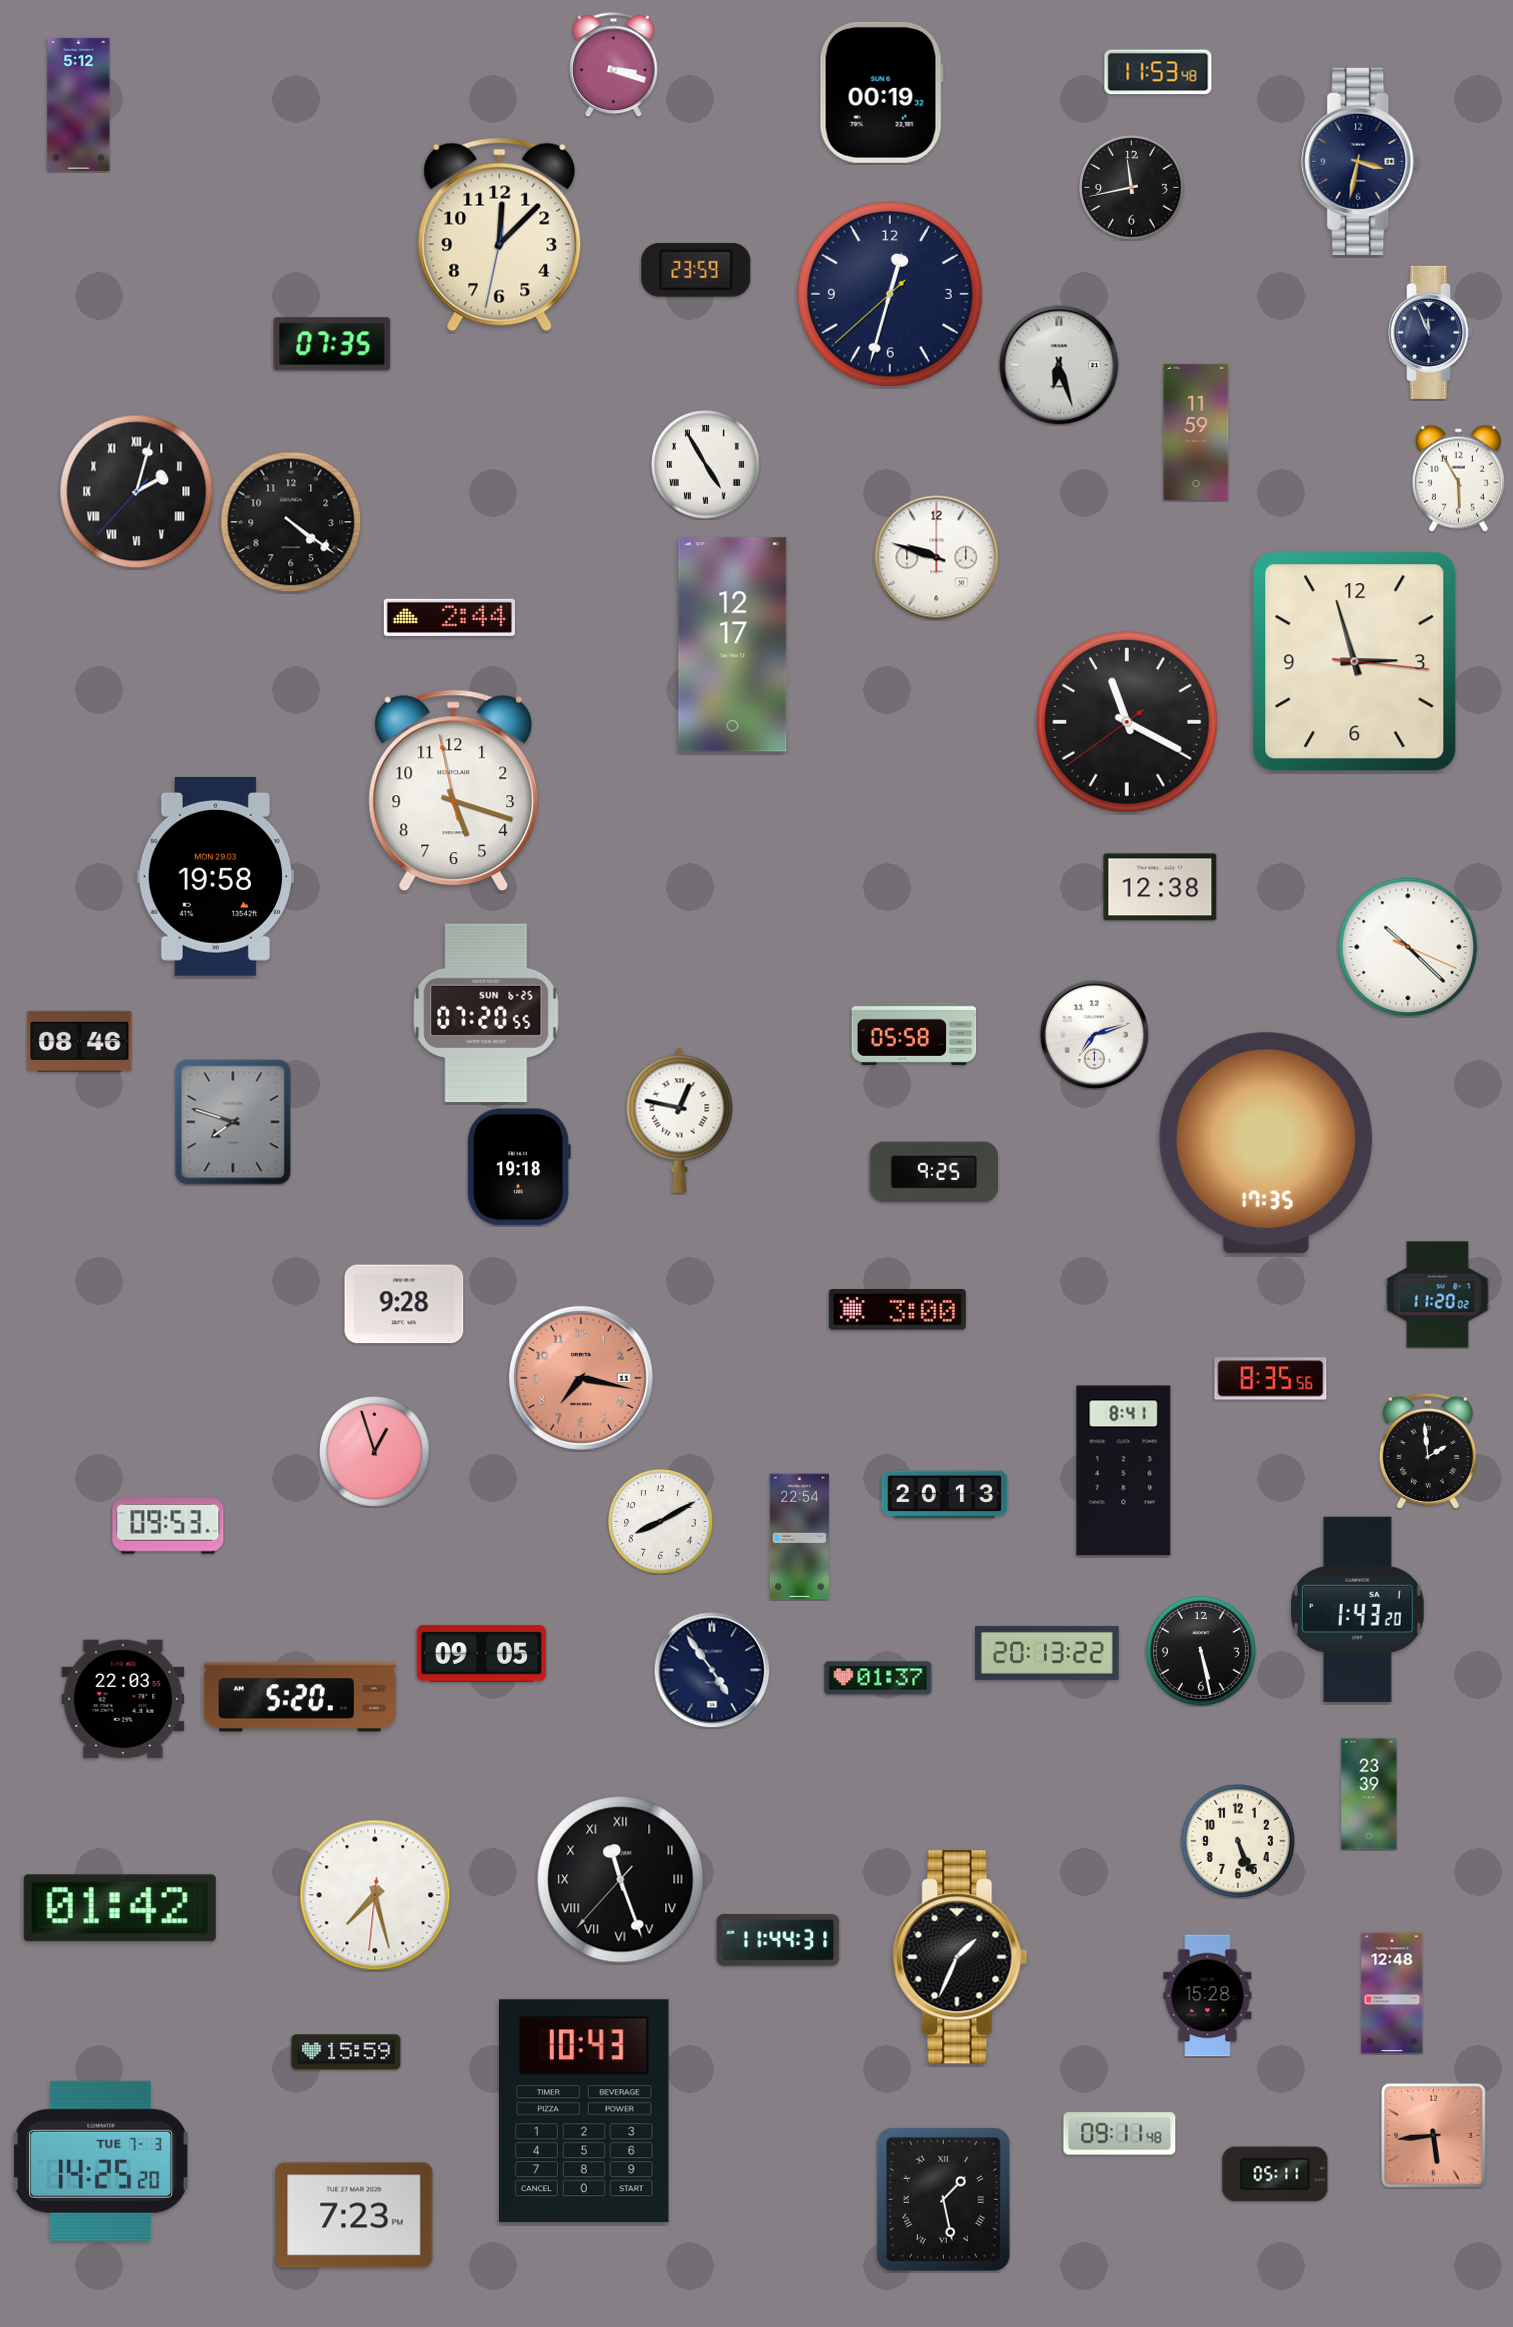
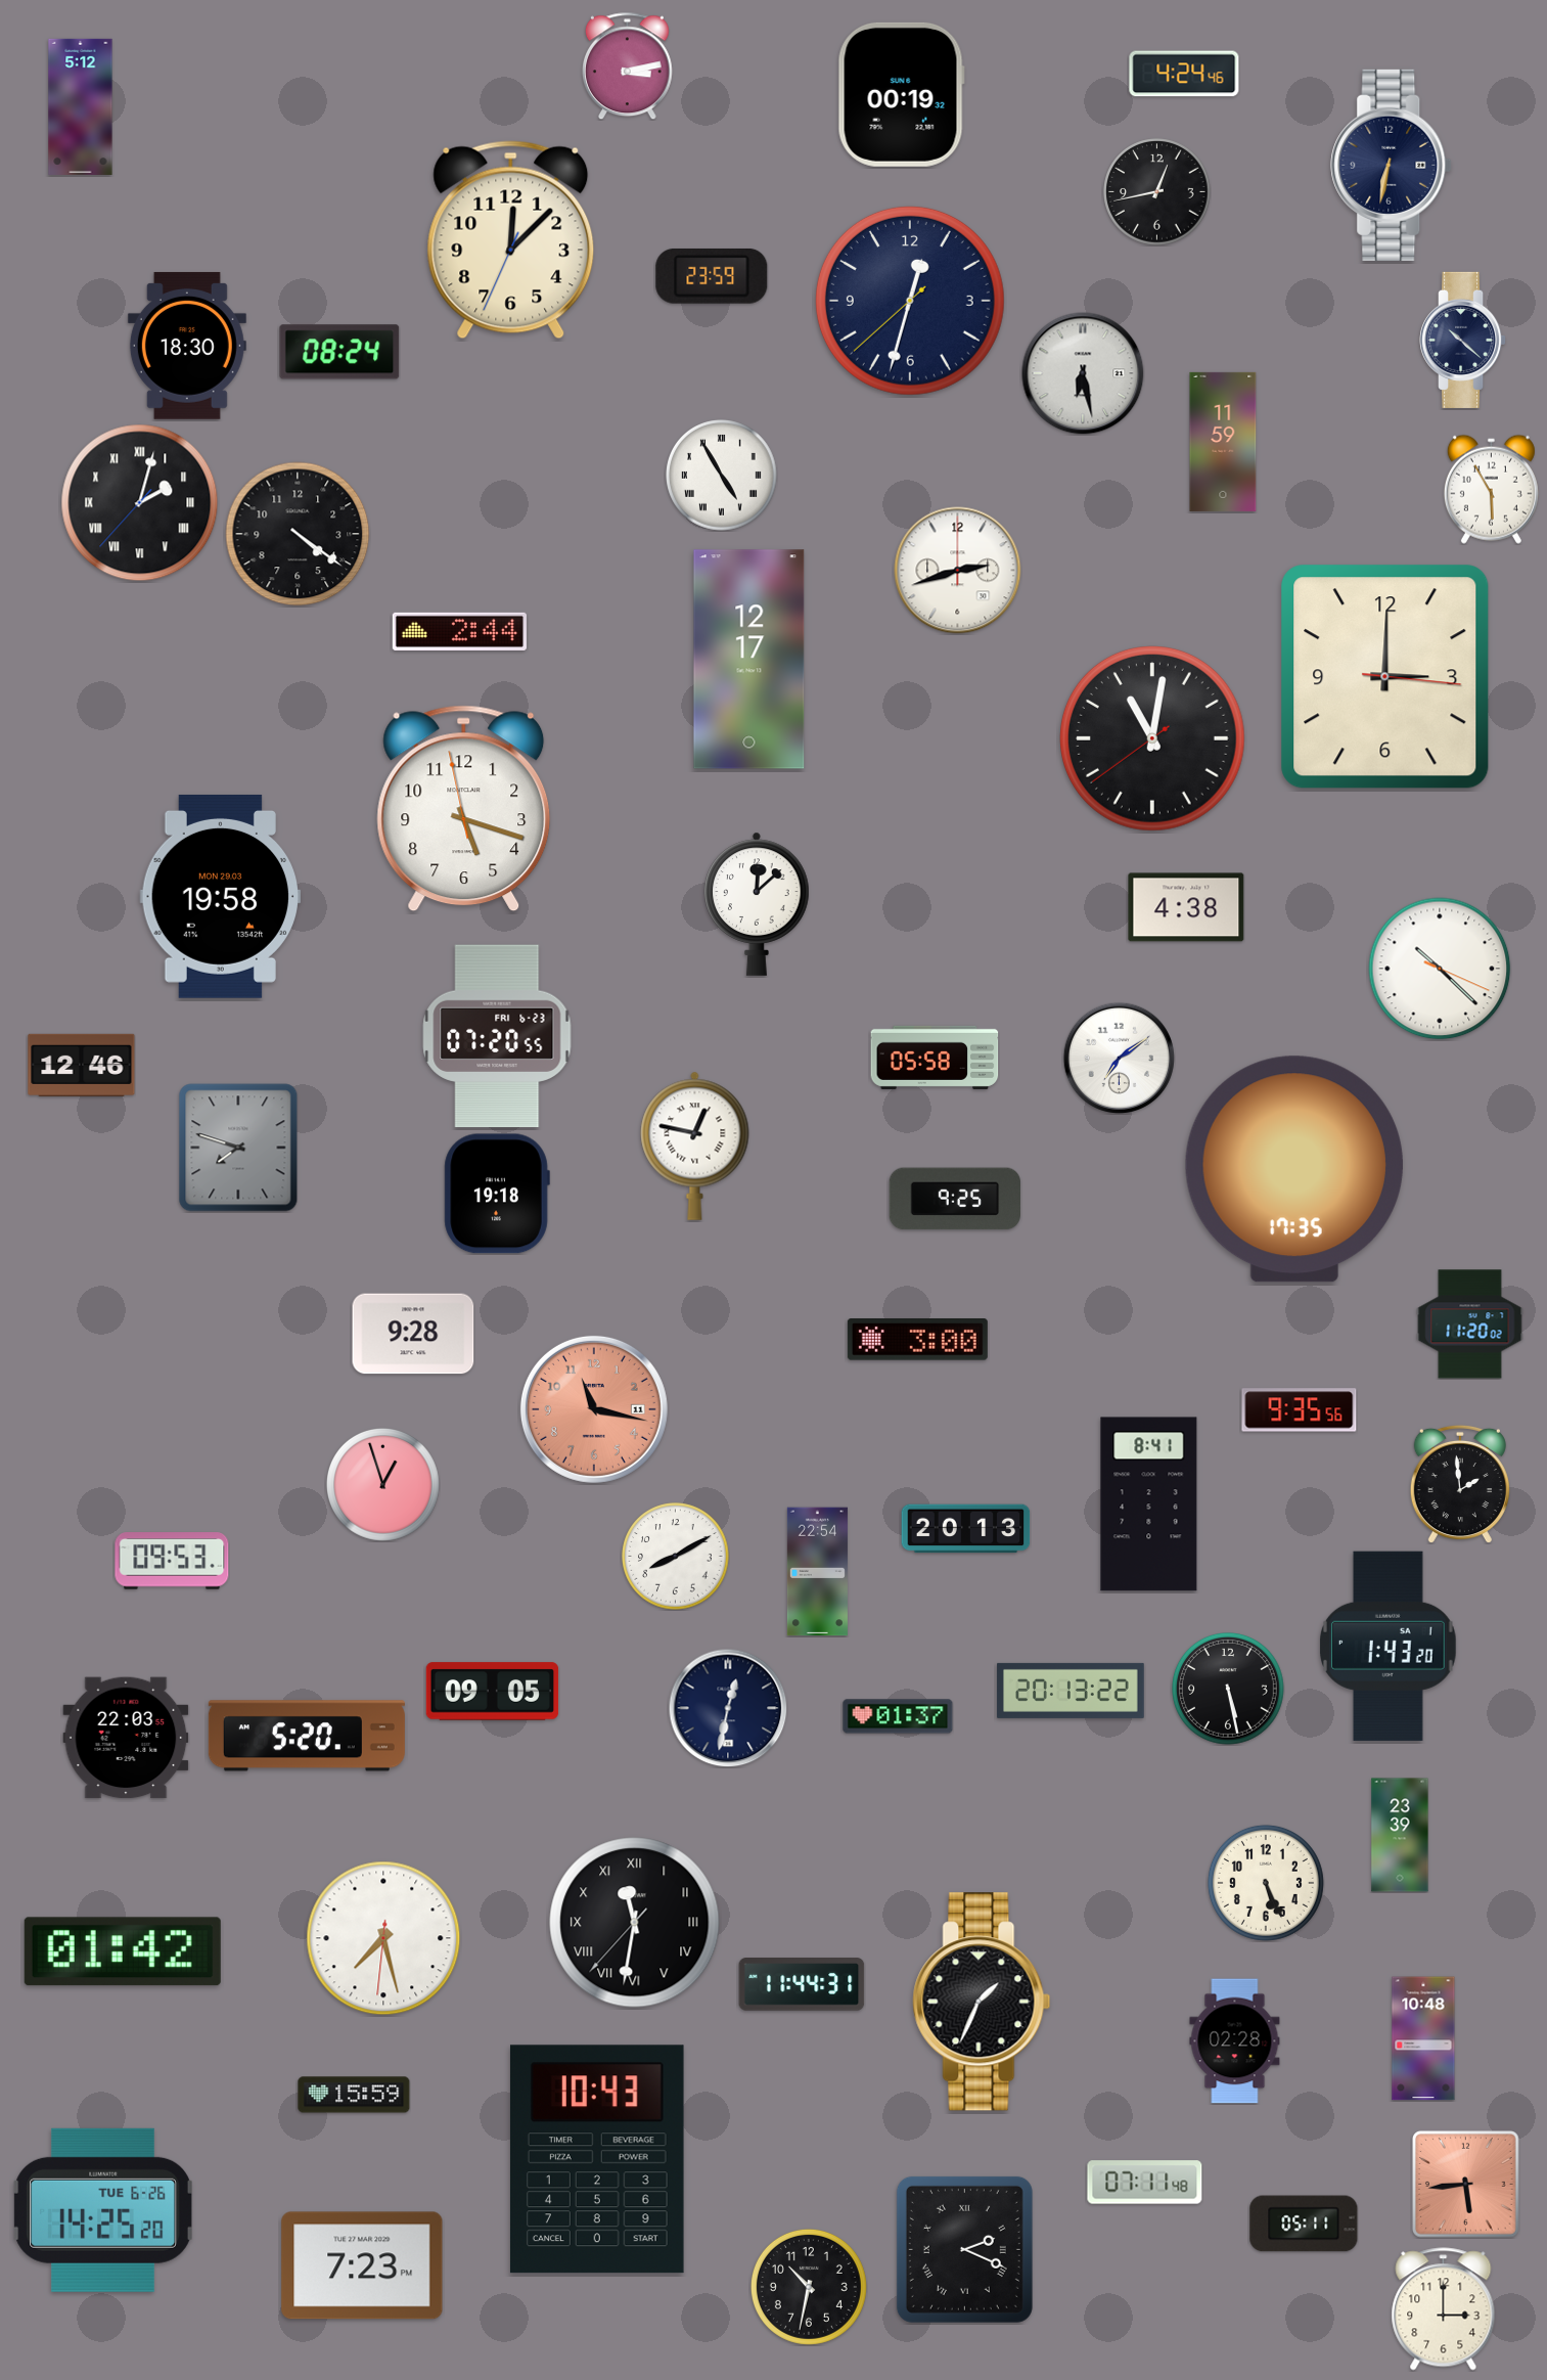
clock at (613, 64): 3:18 -> 3:13
clock at (1158, 72): 11:53 -> 4:24
clock at (1361, 161): 3:32 -> 6:32
clock at (1132, 188): 11:43 -> 12:43
clock at (500, 235): 12:07:32 -> 12:07:34
clock at (1432, 332): 11:56 -> 10:22
clock at (187, 346): none -> 18:30
clock at (332, 344): 07:35 -> 08:24
clock at (1059, 365): 6:27 -> 6:28
clock at (937, 558): 9:48 -> 2:42
clock at (1355, 662): 2:57 -> 3:00
clock at (1128, 723): 11:19 -> 11:01
clock at (757, 904): none -> 12:08
clock at (1160, 887): 12:38 -> 4:38
clock at (486, 1013) date: SUN 6-25 -> FRI 6-23
clock at (1094, 1034): 7:12 -> 7:09
clock at (80, 1041): 08:46 -> 12:46
clock at (519, 1167) position: (519, 1167) -> (497, 1194)
clock at (581, 1378): 7:17 -> 11:17
clock at (1271, 1379): 8:35 -> 9:35
clock at (712, 1670): 4:54 -> 12:32
clock at (621, 1880): 11:26 -> 11:31
clock at (778, 1940) position: (778, 1940) -> (802, 1984)
clock at (1392, 1993): 12:48 -> 10:48
clock at (1208, 1996): 15:28 -> 02:28
clock at (346, 2052) position: (346, 2052) -> (354, 2095)
clock at (1120, 2134): 09:11 -> 07:11
clock at (101, 2161) date: TUE 7-3 -> TUE 6-26
clock at (943, 2199): 1:28 -> 2:19
clock at (809, 2287): none -> 10:32
clock at (1444, 2309): none -> 3:00
